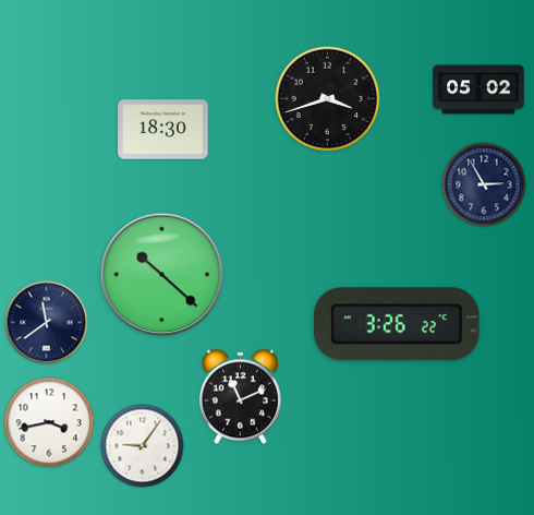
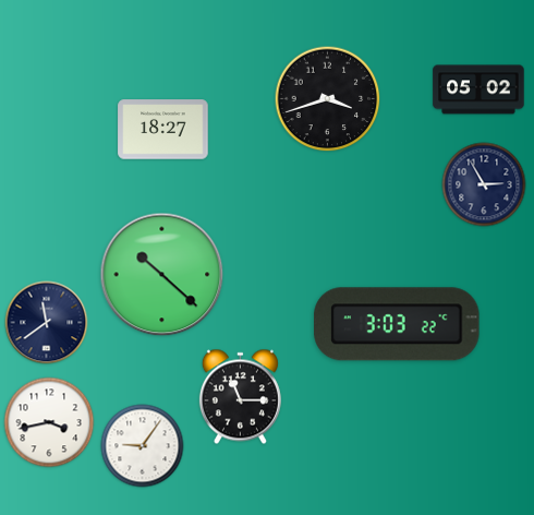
clock at (163, 130): 18:30 -> 18:27
clock at (397, 324): 3:26 -> 3:03
clock at (240, 397): 11:11 -> 11:15
